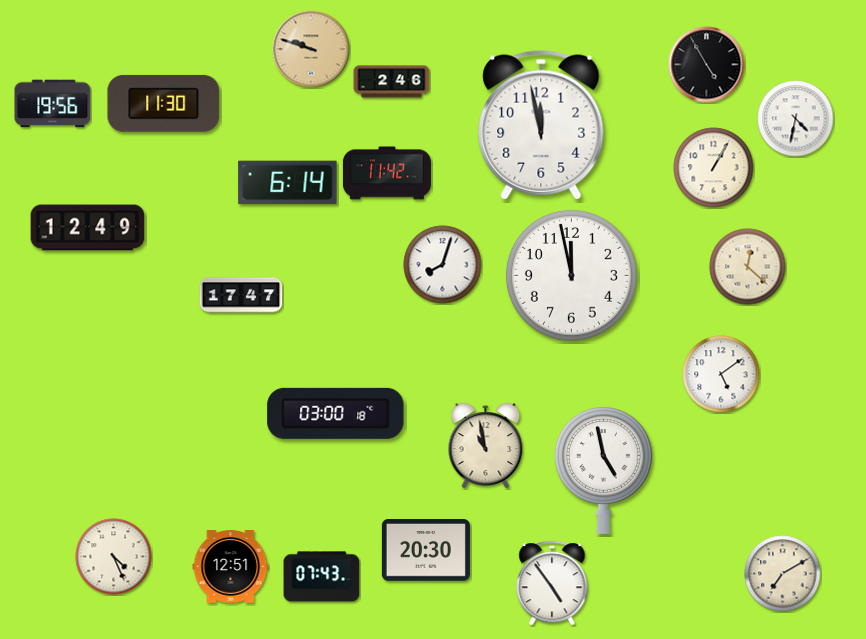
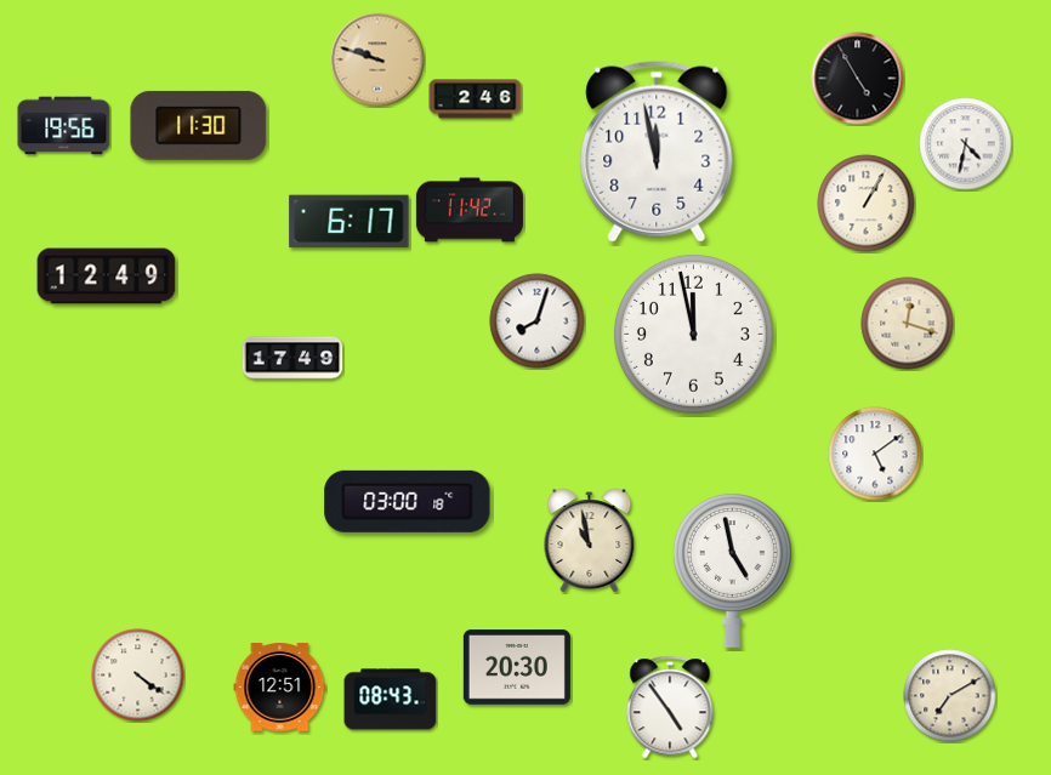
clock at (288, 183): 6:14 -> 6:17
clock at (748, 267): 12:22 -> 12:18
clock at (241, 295): 17:47 -> 17:49
clock at (114, 557): 4:26 -> 4:21
clock at (322, 577): 07:43 -> 08:43
